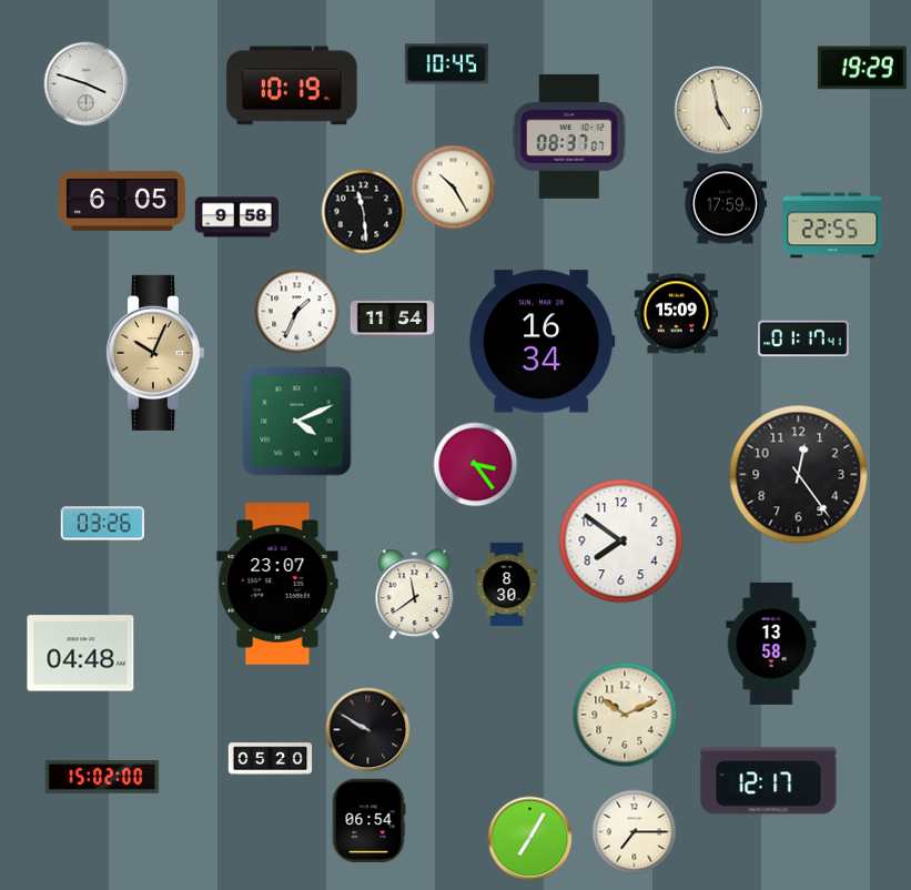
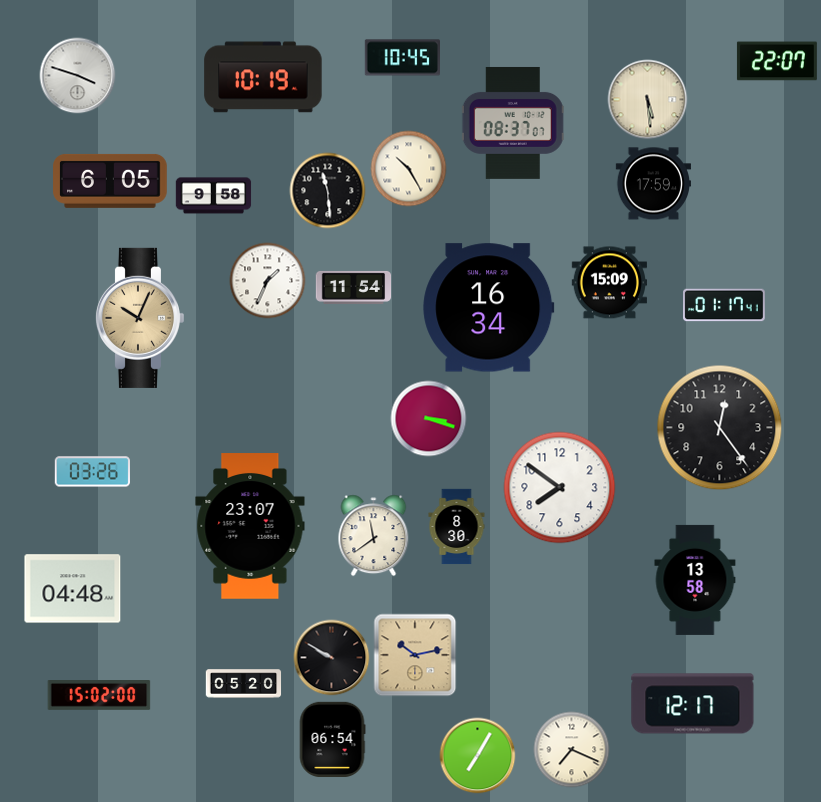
clock at (862, 68): 19:29 -> 22:07
clock at (719, 111): 4:58 -> 5:29
clock at (832, 225): 22:55 -> none
clock at (297, 422): 4:11 -> none
clock at (476, 465): 3:24 -> 3:18
clock at (625, 715): 10:11 -> none
clock at (415, 655): none -> 10:13
clock at (102, 778) position: (102, 778) -> (99, 696)
clock at (635, 832): 7:15 -> 7:19
